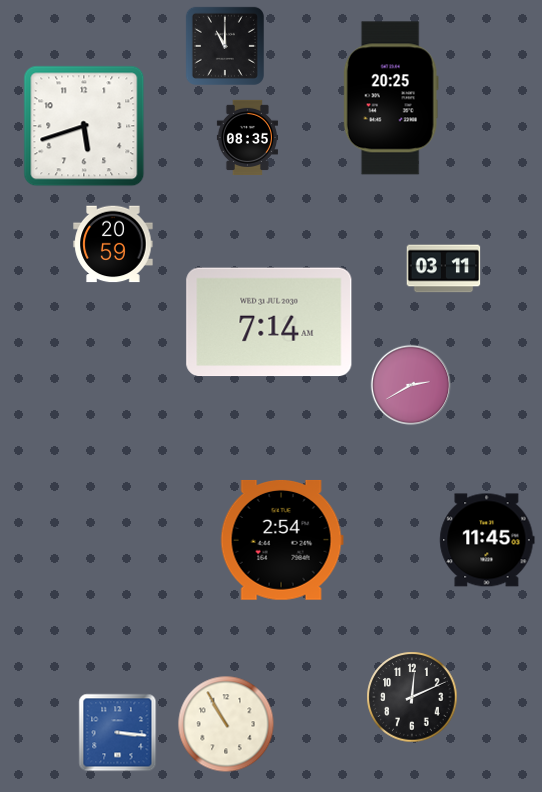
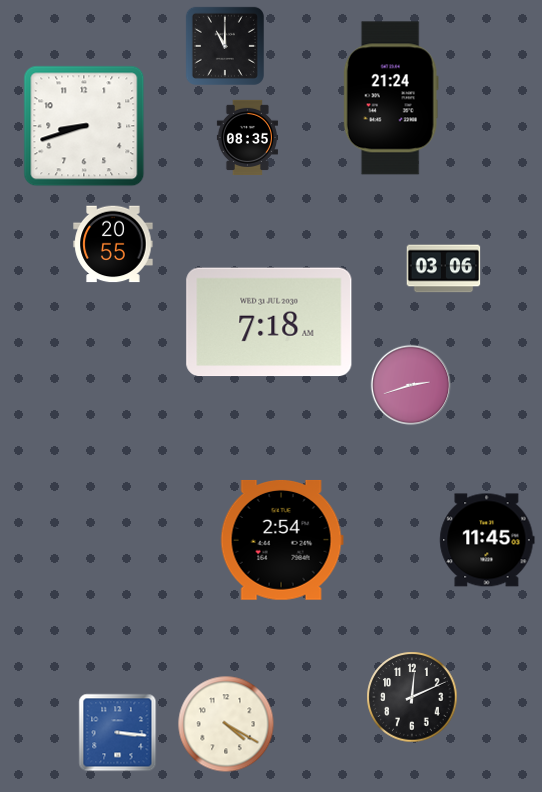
clock at (391, 98): 20:25 -> 21:24
clock at (84, 126): 5:42 -> 8:42
clock at (113, 244): 20:59 -> 20:55
clock at (444, 269): 03:11 -> 03:06
clock at (269, 322): 7:14 -> 7:18
clock at (411, 385): 2:40 -> 2:42
clock at (226, 724): 10:55 -> 4:20
